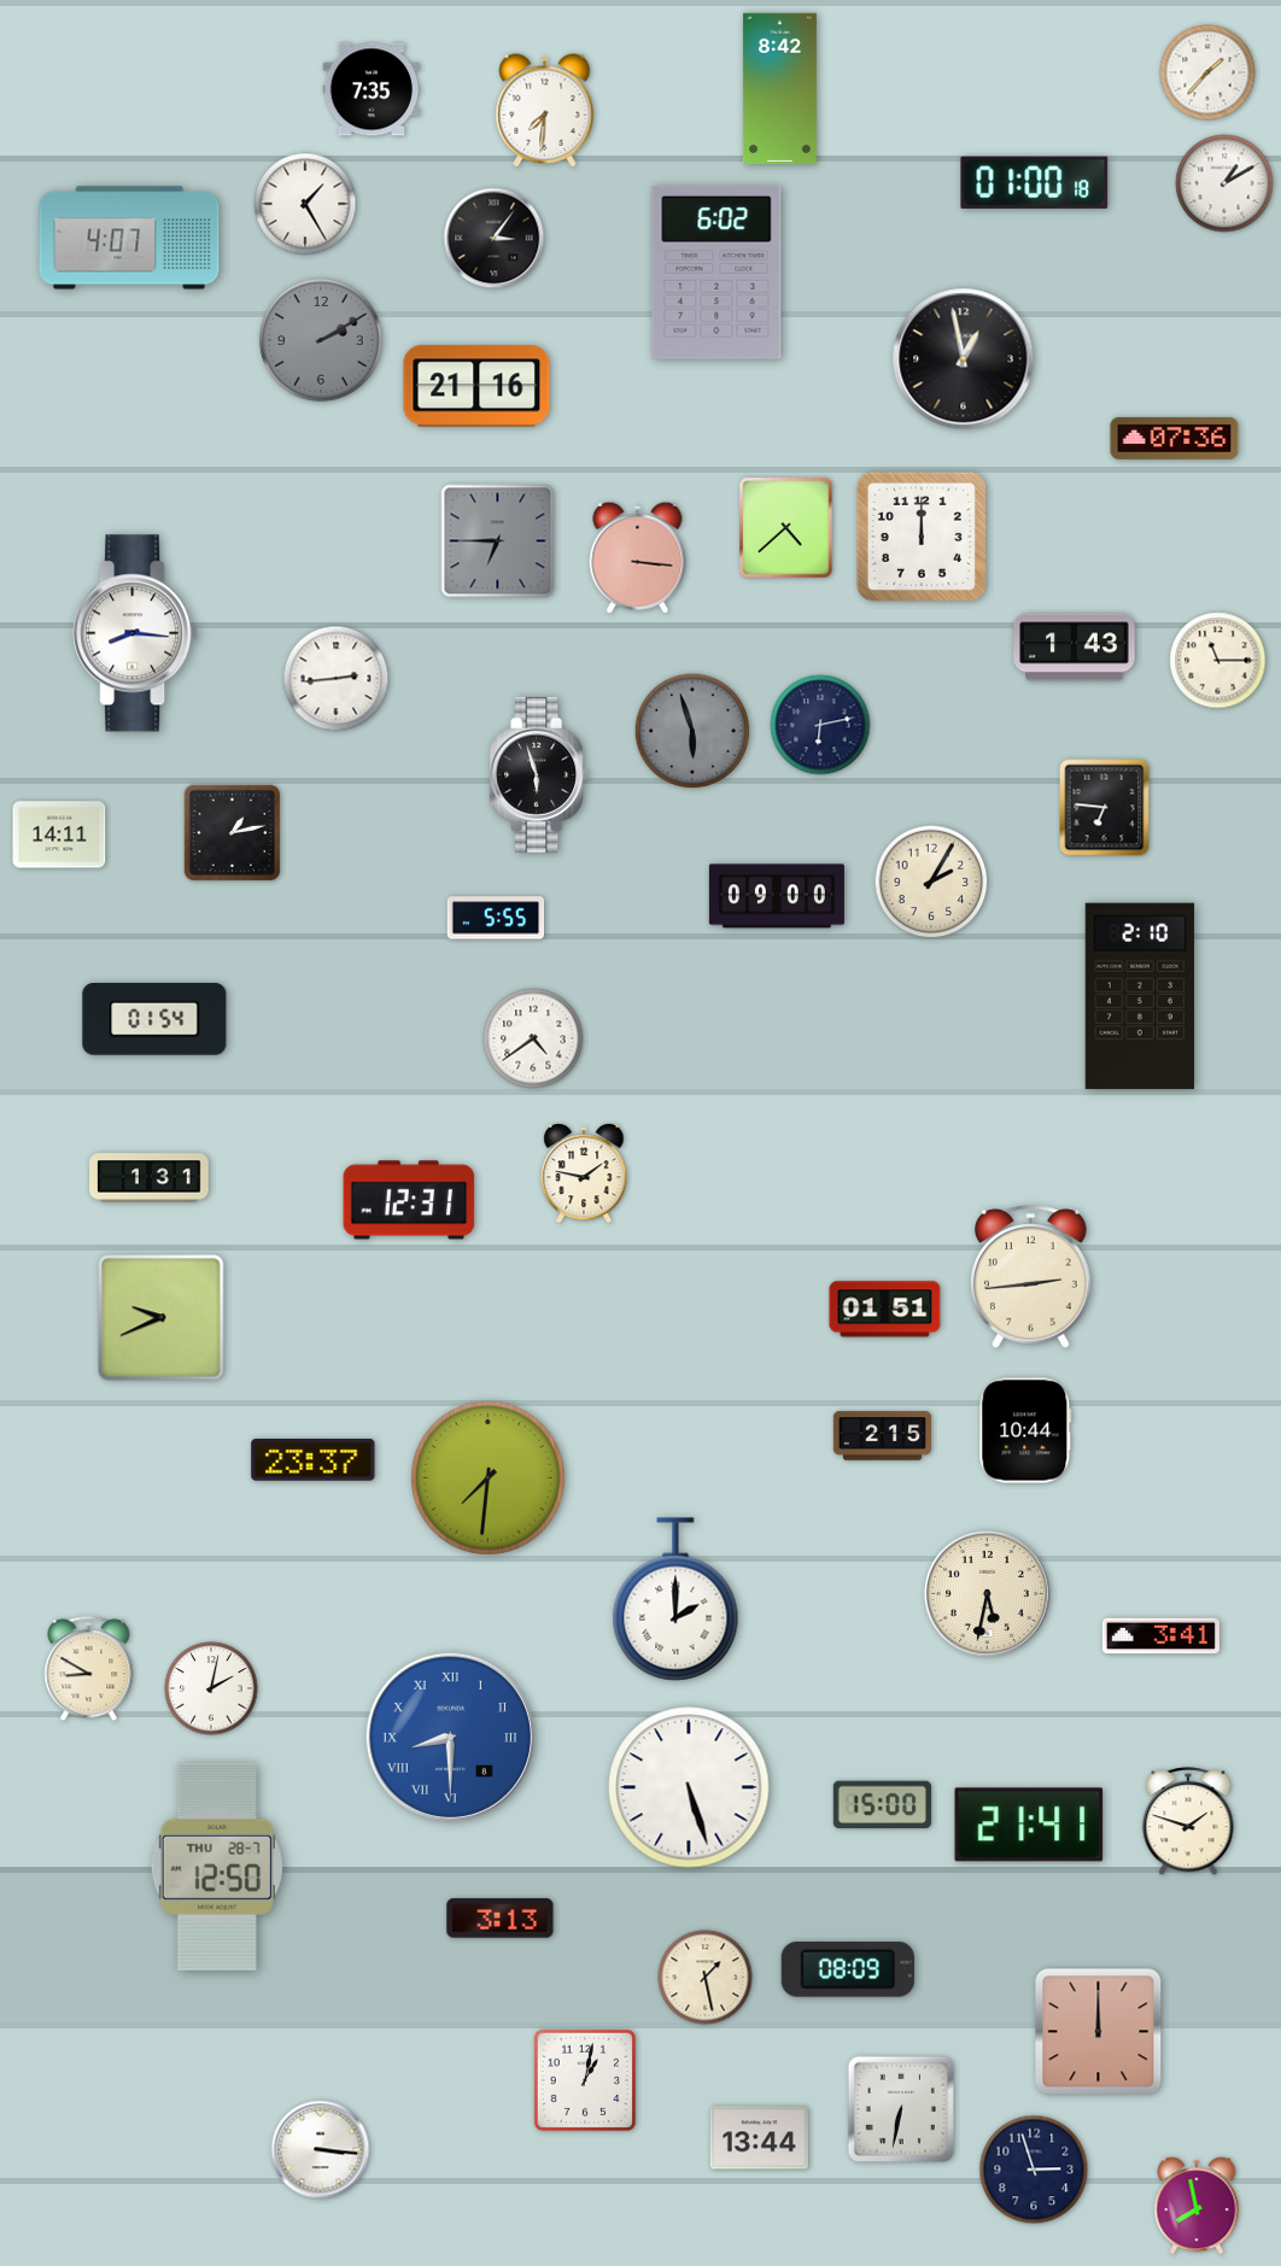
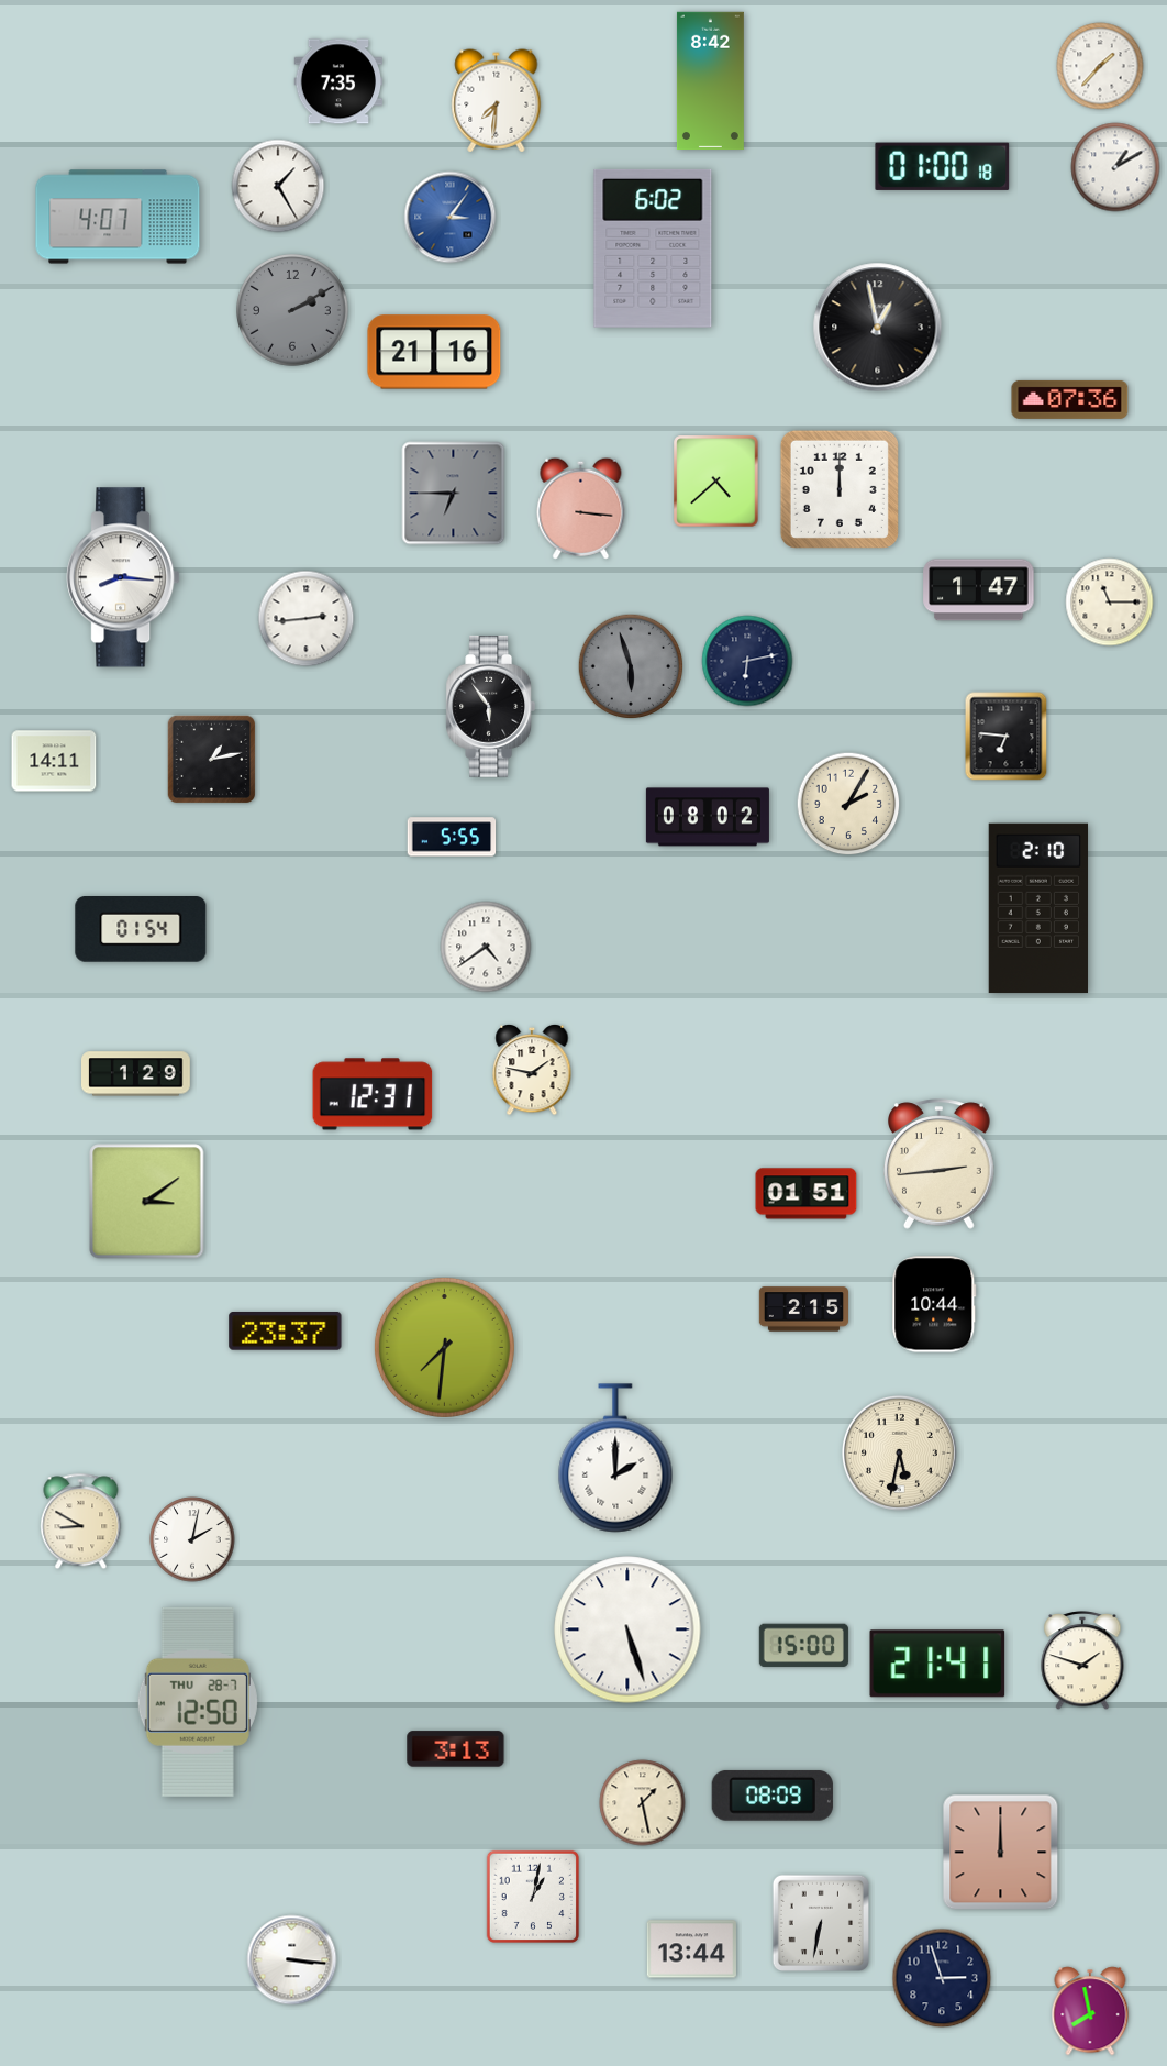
clock at (495, 239) dial: black -> blue
clock at (1075, 648): 1:43 -> 1:47
clock at (539, 774): 5:57 -> 5:54
clock at (777, 896): 09:00 -> 08:02
clock at (150, 1178): 1:31 -> 1:29
clock at (162, 1318): 9:41 -> 3:09
clock at (1160, 1636): 3:41 -> none
clock at (450, 1737): 8:30 -> none
